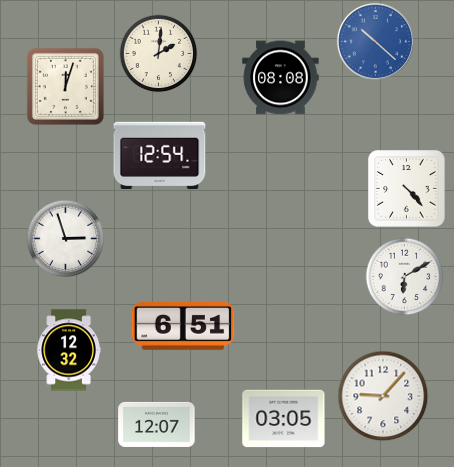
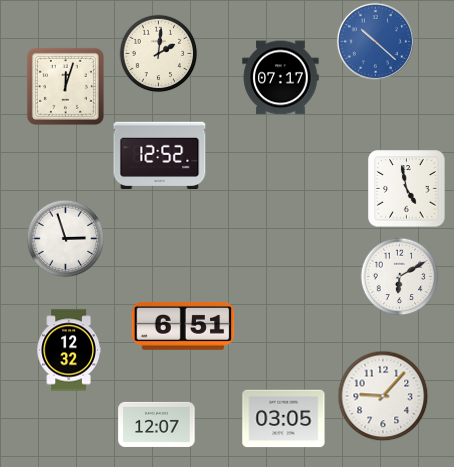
clock at (281, 78): 08:08 -> 07:17
clock at (160, 155): 12:54 -> 12:52
clock at (407, 189): 4:23 -> 4:58
clock at (404, 276) position: (404, 276) -> (399, 276)
